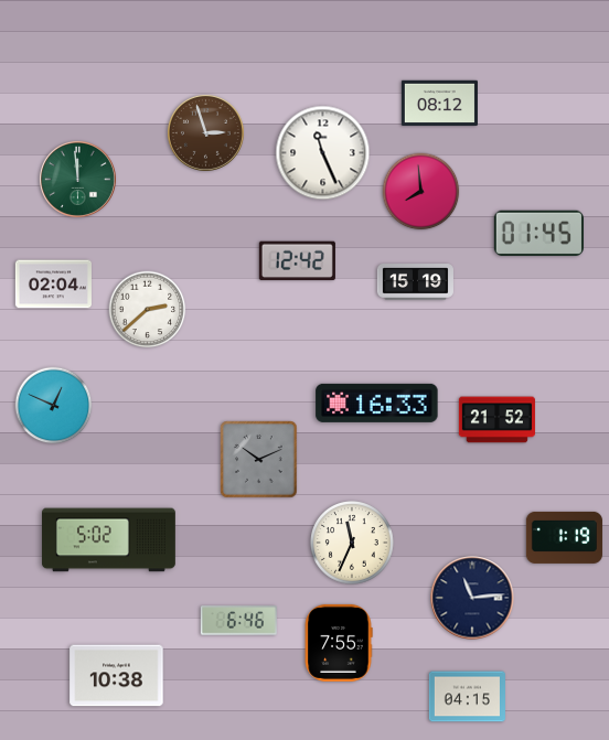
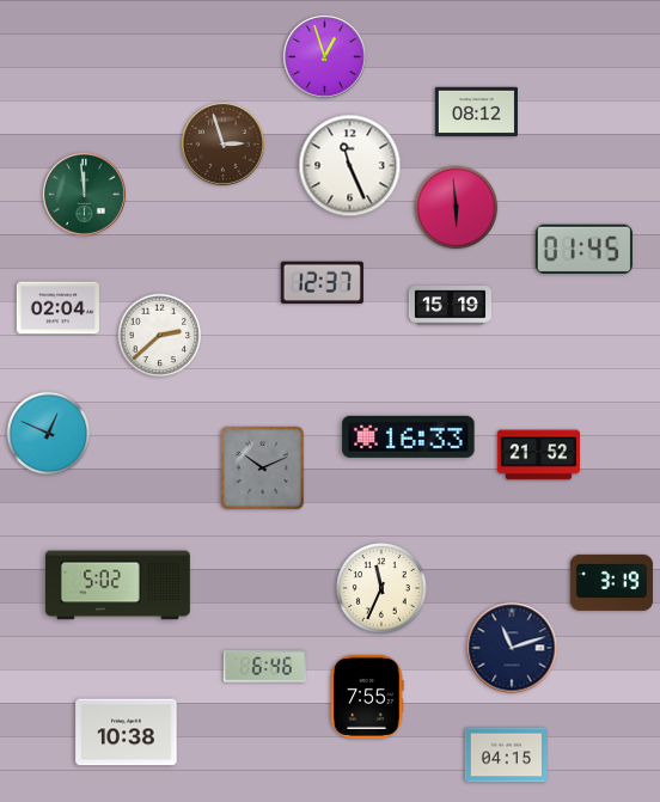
clock at (324, 56): none -> 12:57
clock at (421, 192): 7:59 -> 5:59
clock at (538, 234) position: (538, 234) -> (583, 250)
clock at (297, 261): 12:42 -> 12:37
clock at (54, 406) position: (54, 406) -> (49, 434)
clock at (259, 460) position: (259, 460) -> (263, 469)
clock at (564, 537): 1:19 -> 3:19
clock at (472, 598): 11:14 -> 11:12
clock at (238, 621) position: (238, 621) -> (264, 667)
